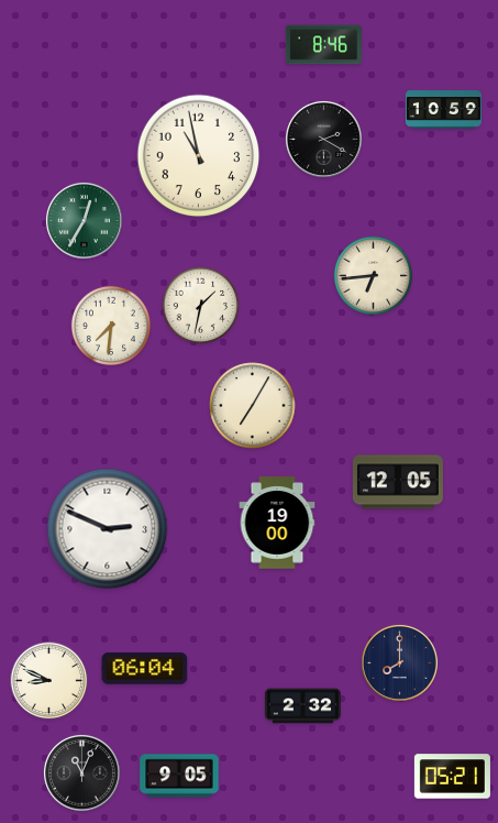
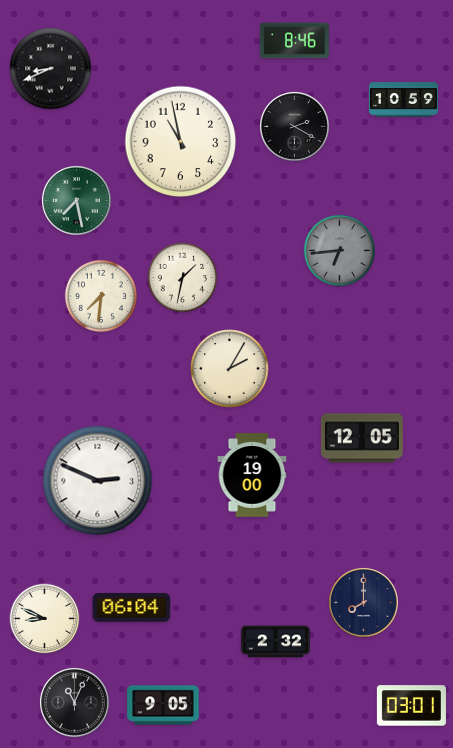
clock at (51, 69): none -> 8:41
clock at (84, 220): 12:35 -> 7:28
clock at (373, 275) dial: cream -> grey
clock at (253, 406): 7:05 -> 2:05
clock at (452, 777): 05:21 -> 03:01
